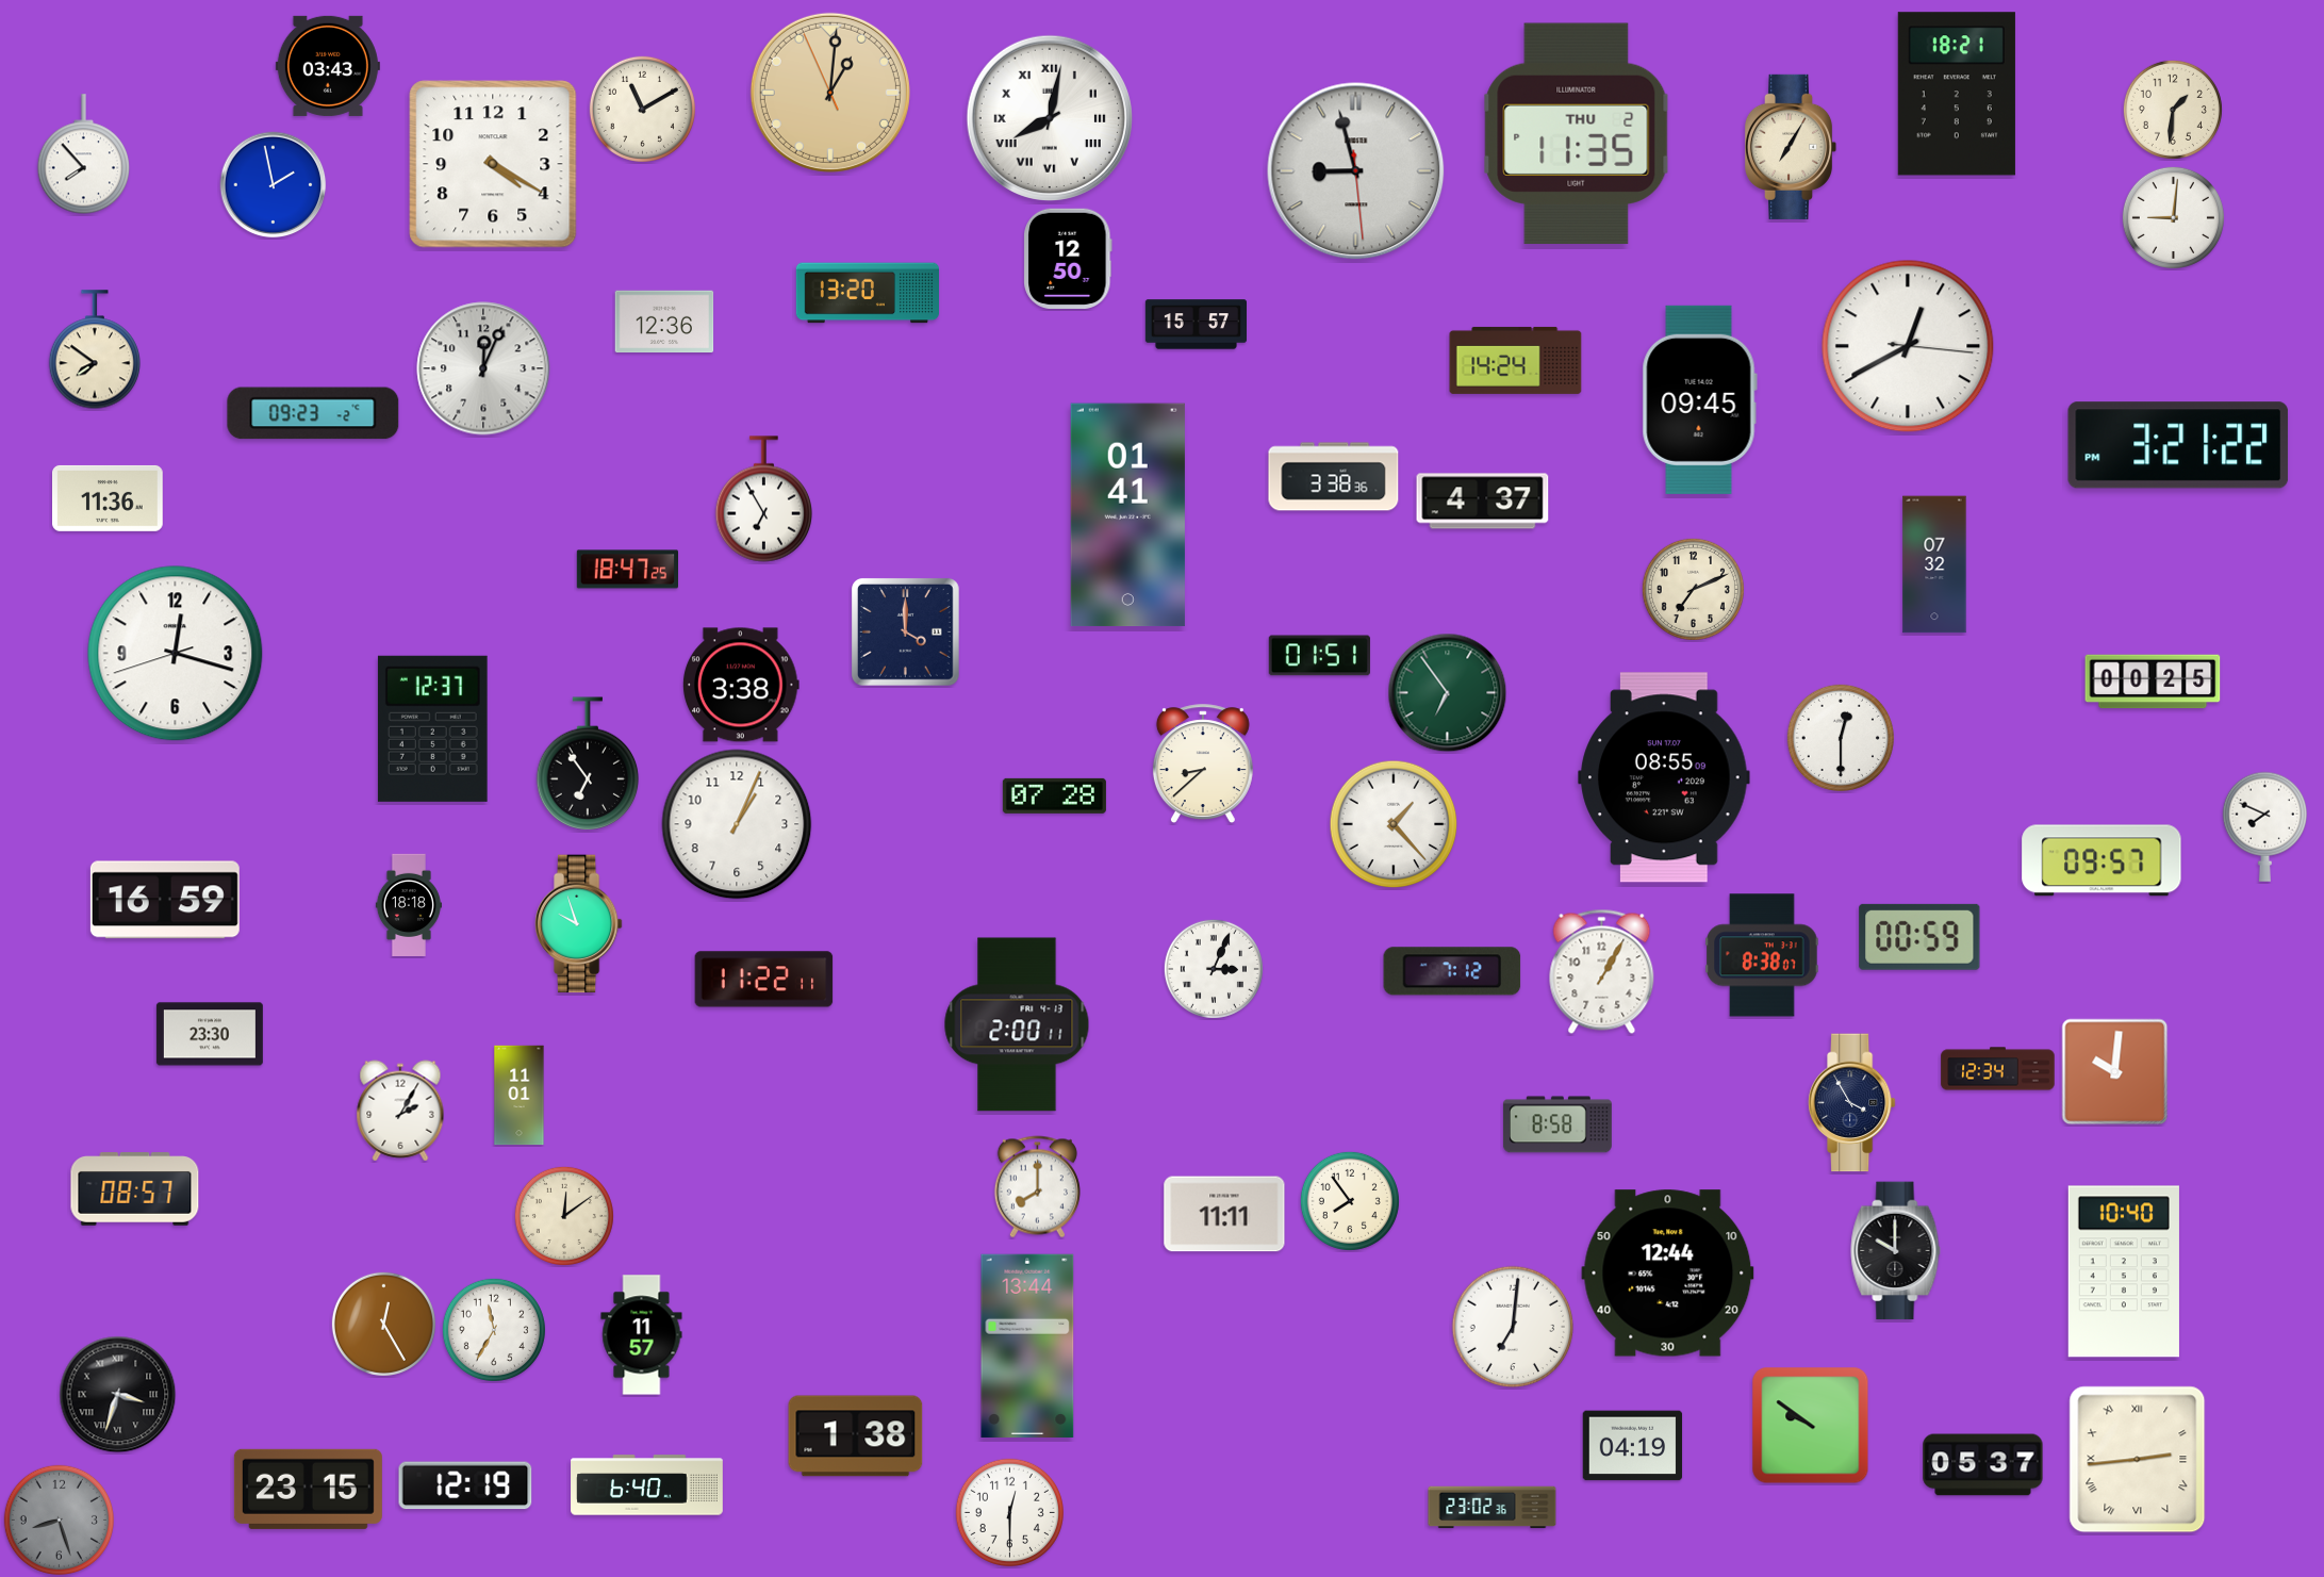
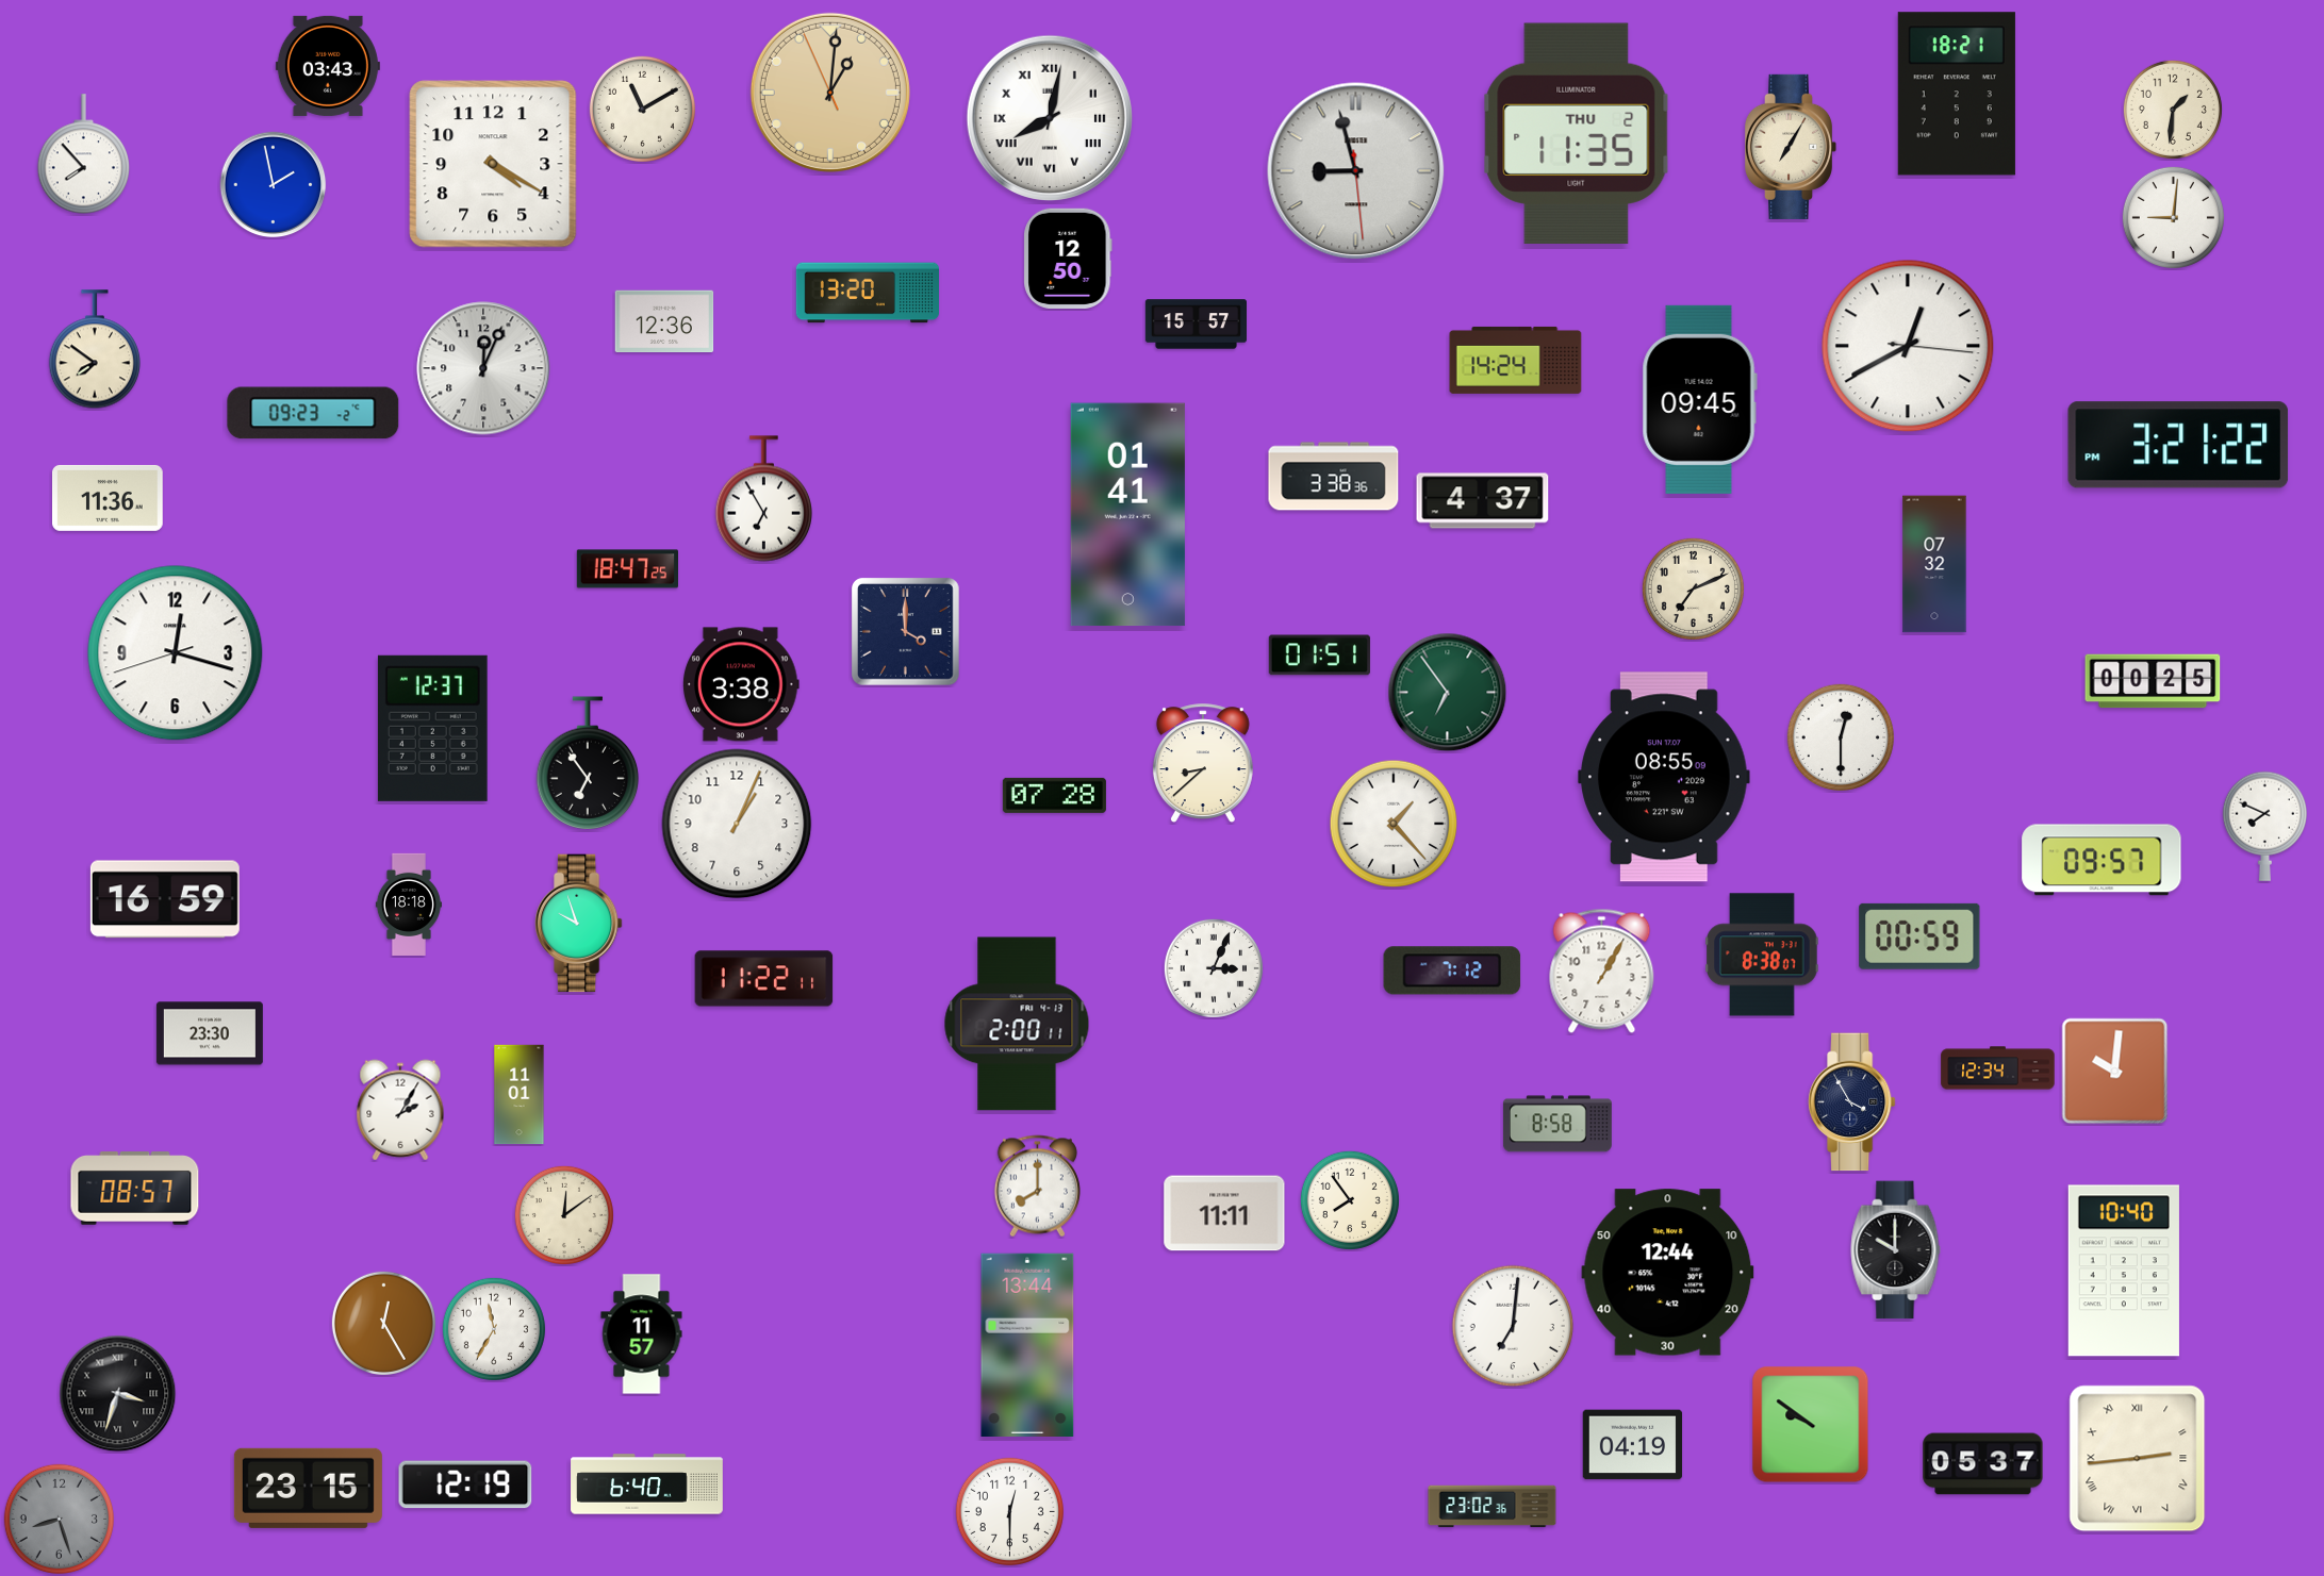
clock at (856, 1436): 1:38 -> none
